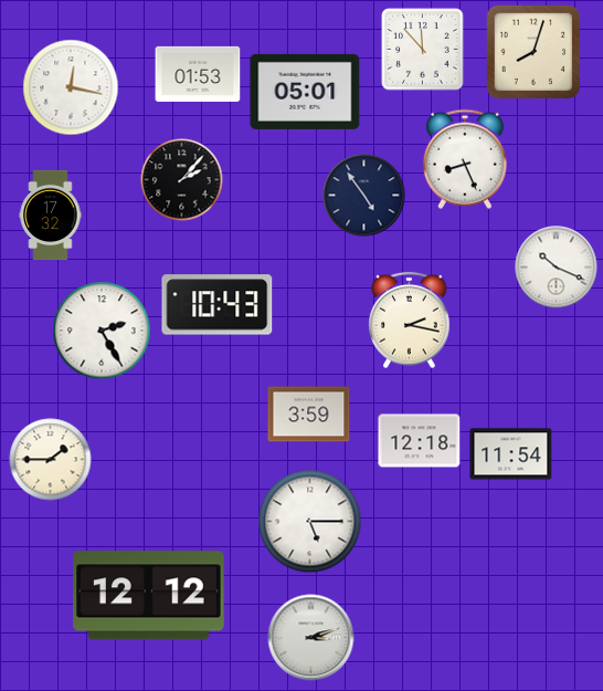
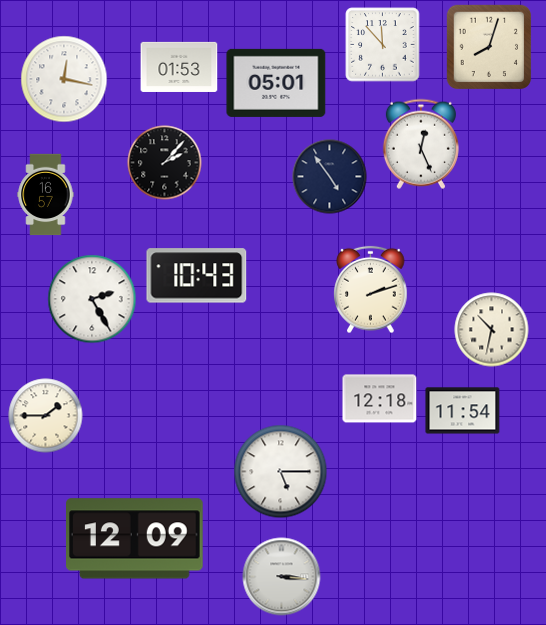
clock at (533, 52) position: (533, 52) -> (489, 47)
clock at (465, 159): 8:26 -> 12:26
clock at (51, 216): 17:32 -> 16:57
clock at (557, 268): 10:19 -> none
clock at (410, 321): 2:17 -> 2:12
clock at (492, 330): none -> 10:32
clock at (309, 415): 3:59 -> none
clock at (149, 596): 12:12 -> 12:09
clock at (311, 638): 3:12 -> 3:16
